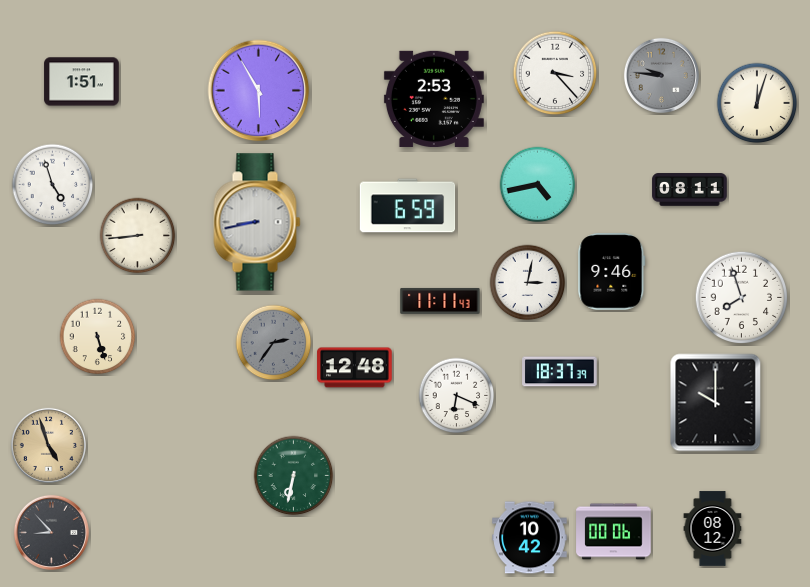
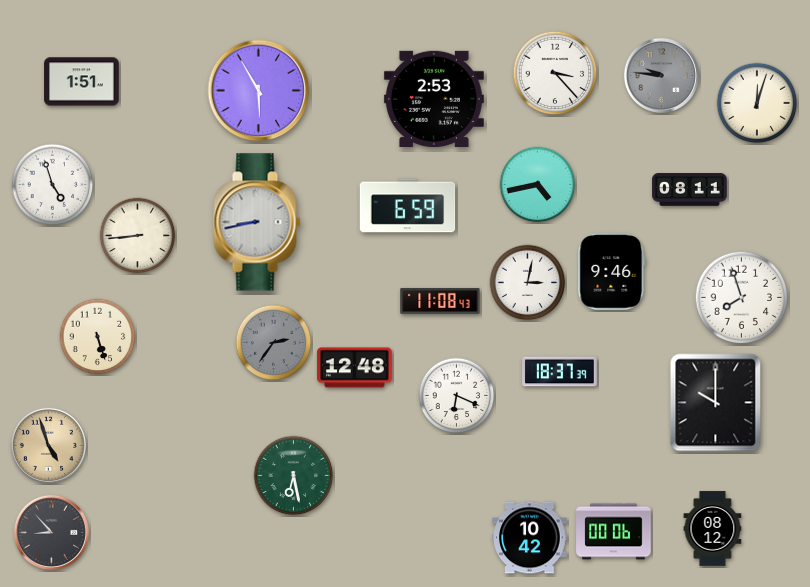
clock at (440, 301): 11:11 -> 11:08
clock at (294, 476): 6:32 -> 6:28
